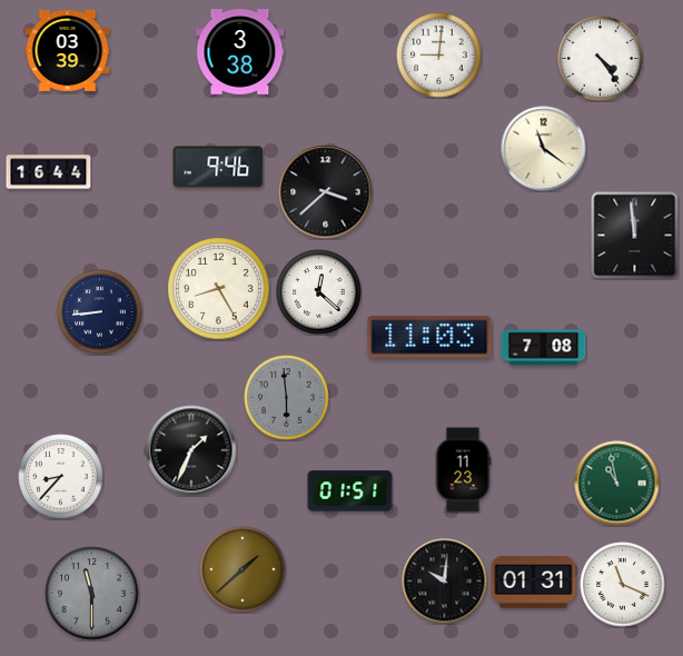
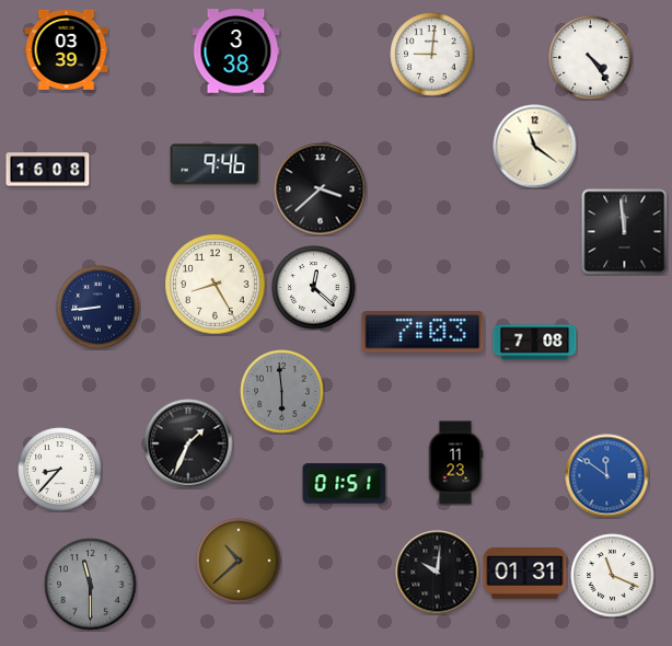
clock at (49, 172): 16:44 -> 16:08
clock at (429, 337): 11:03 -> 7:03
clock at (617, 484): 10:58 -> 11:51
clock at (617, 484) dial: green -> blue
clock at (242, 569): 1:38 -> 10:38
